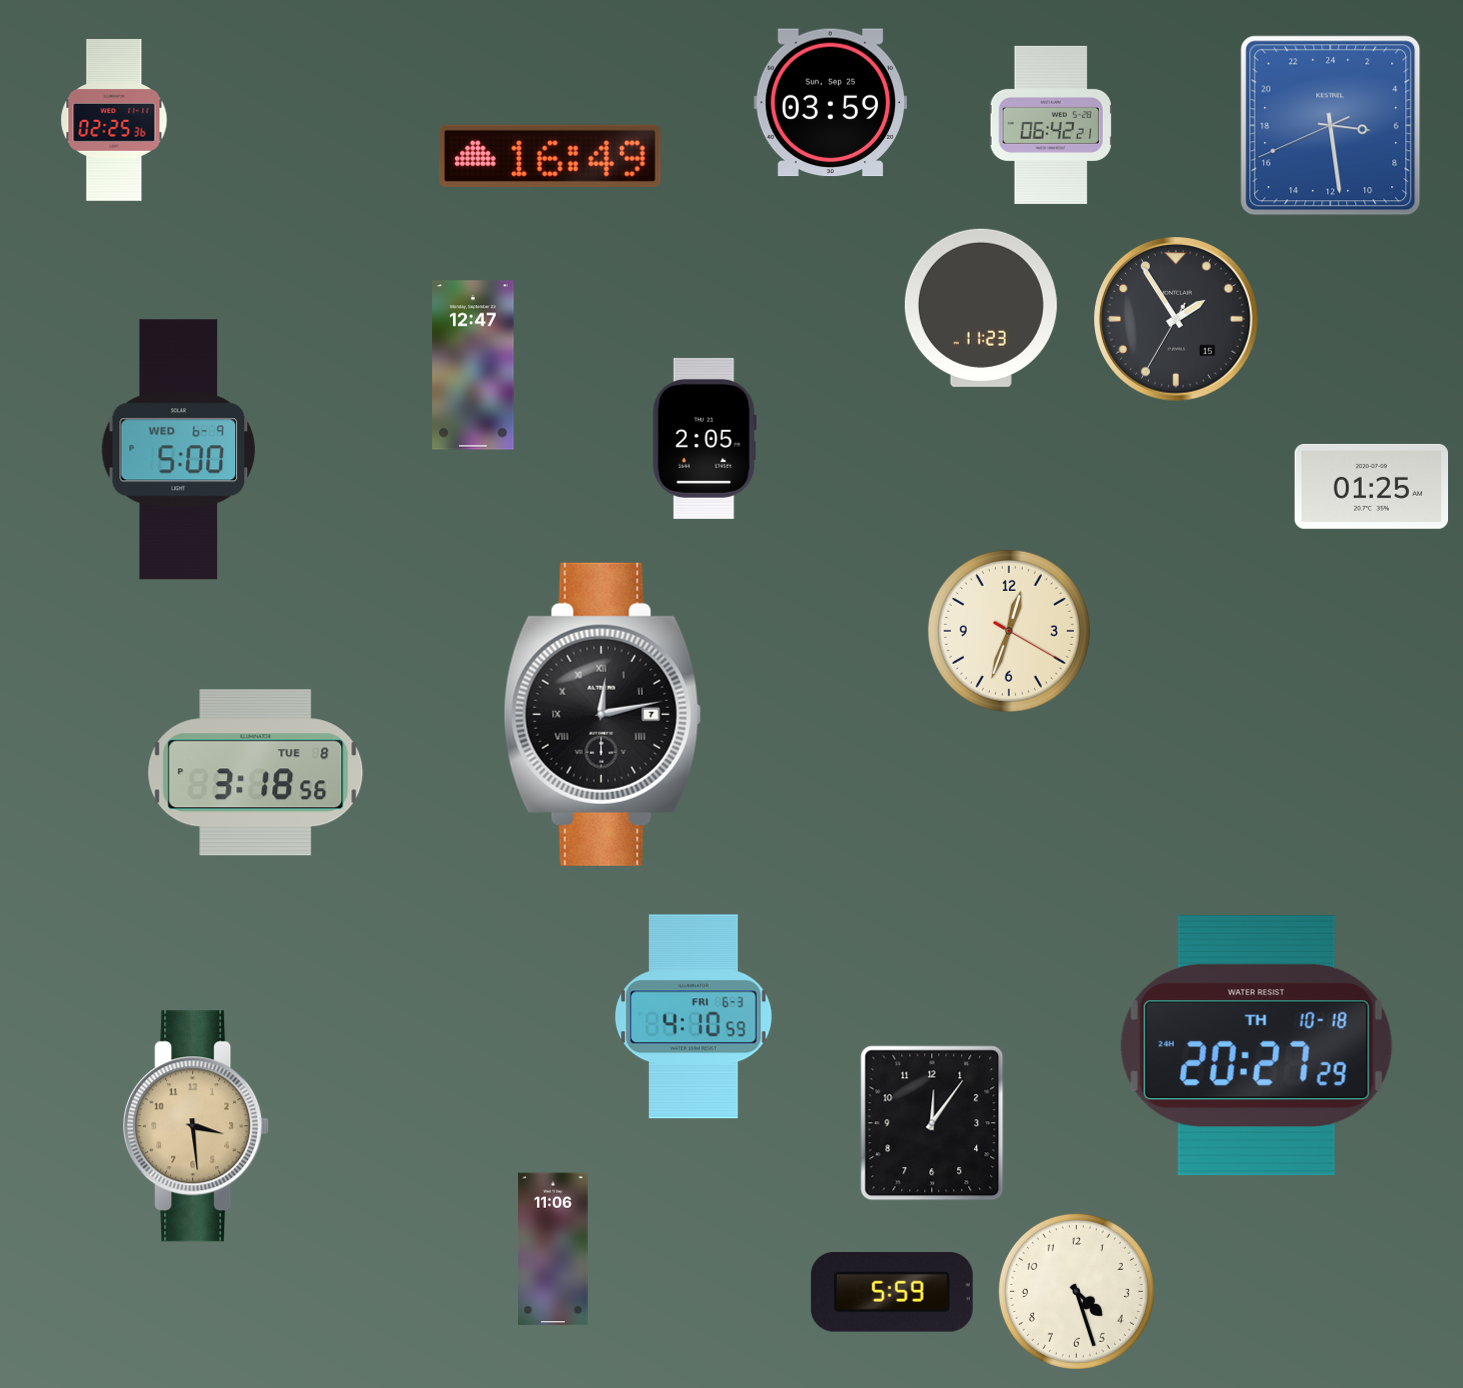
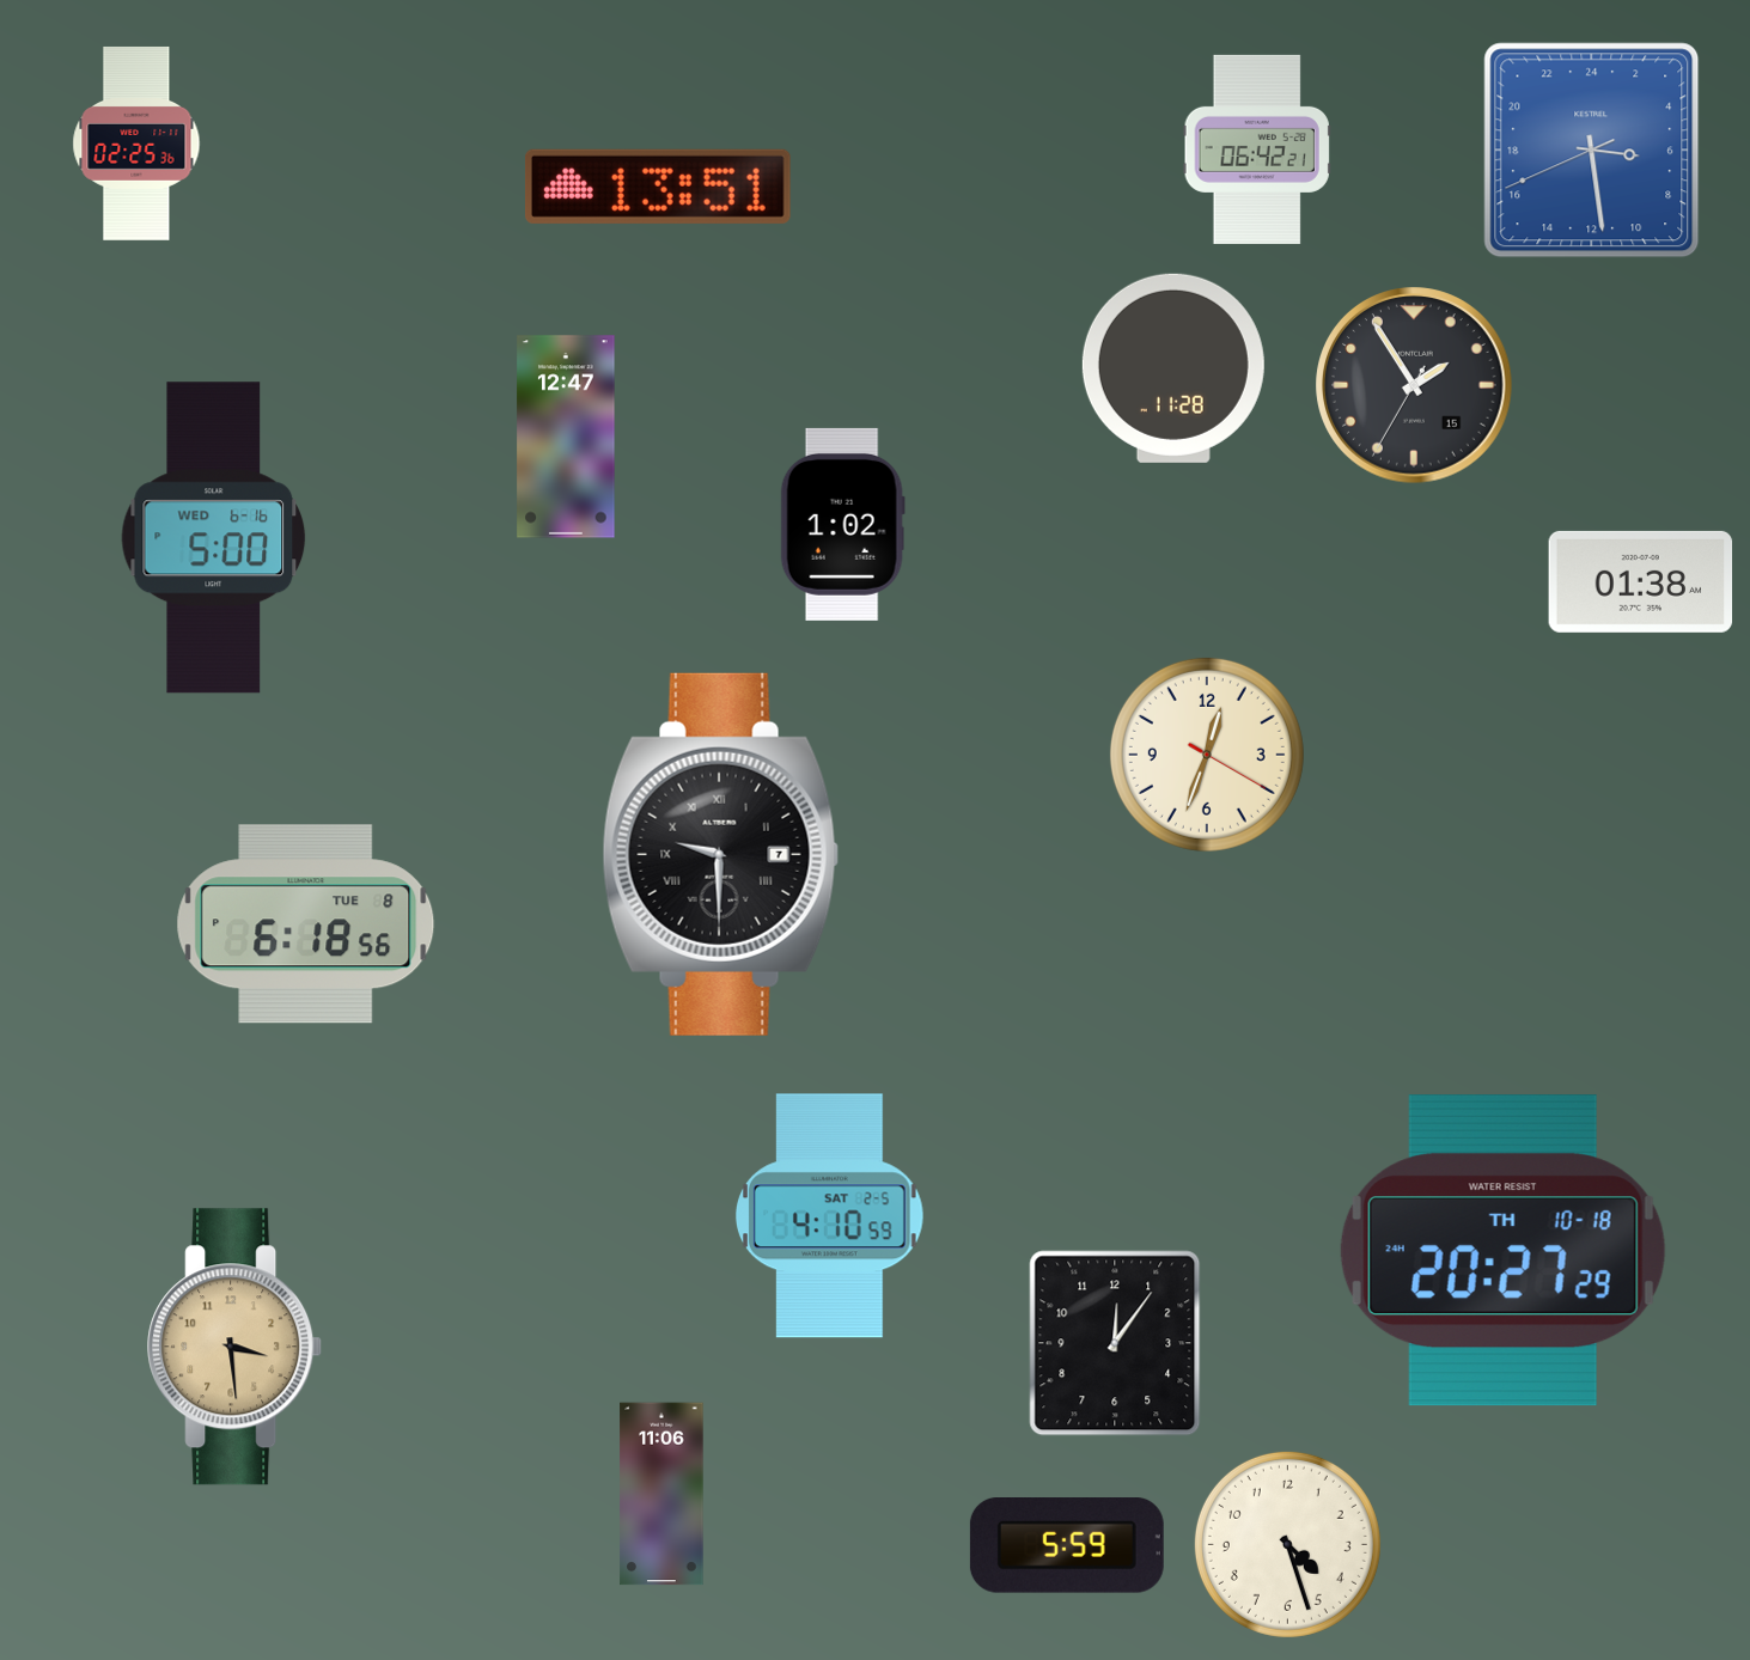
clock at (830, 103): 03:59 -> none
clock at (550, 156): 16:49 -> 13:51
clock at (981, 308): 11:23 -> 11:28
clock at (1176, 319) position: (1176, 319) -> (1414, 385)
clock at (704, 438): 2:05 -> 1:02
clock at (179, 450) date: WED 6-9 -> WED 6-16
clock at (1372, 486): 01:25 -> 01:38
clock at (602, 714): 12:13 -> 9:30
clock at (256, 773): 3:18 -> 6:18
clock at (693, 1017) date: FRI 6-3 -> SAT 2-5
